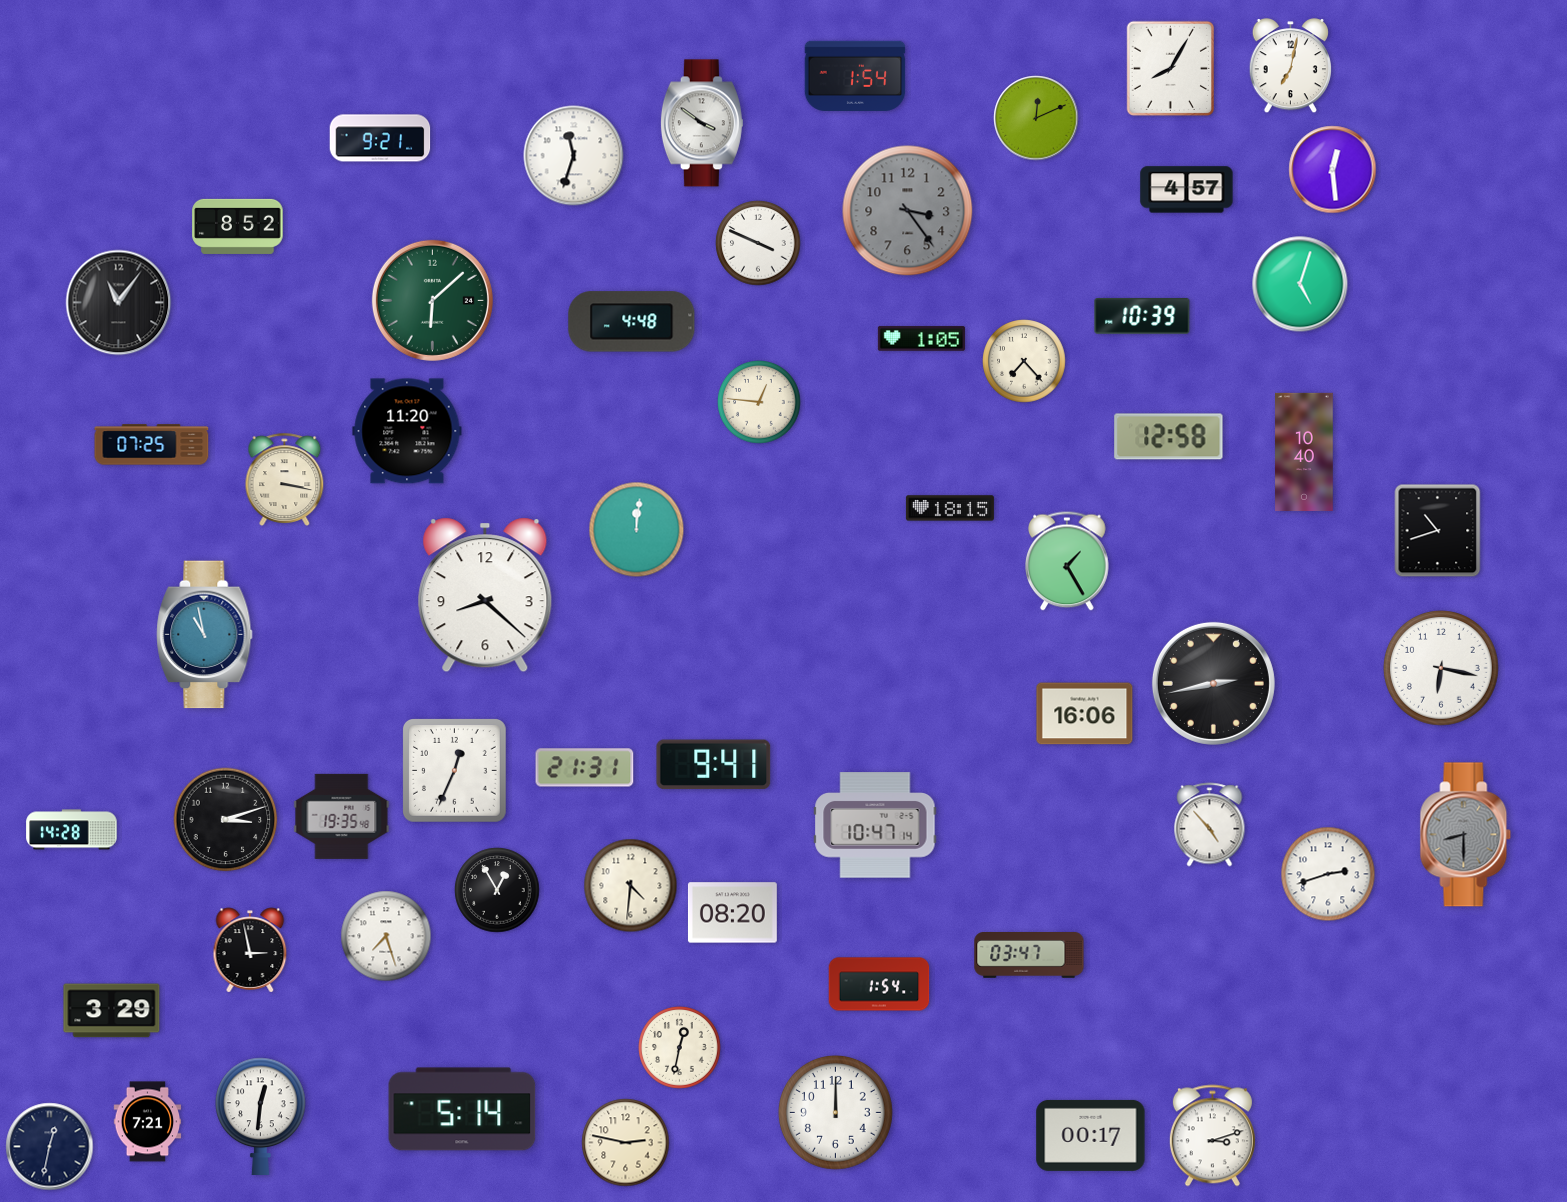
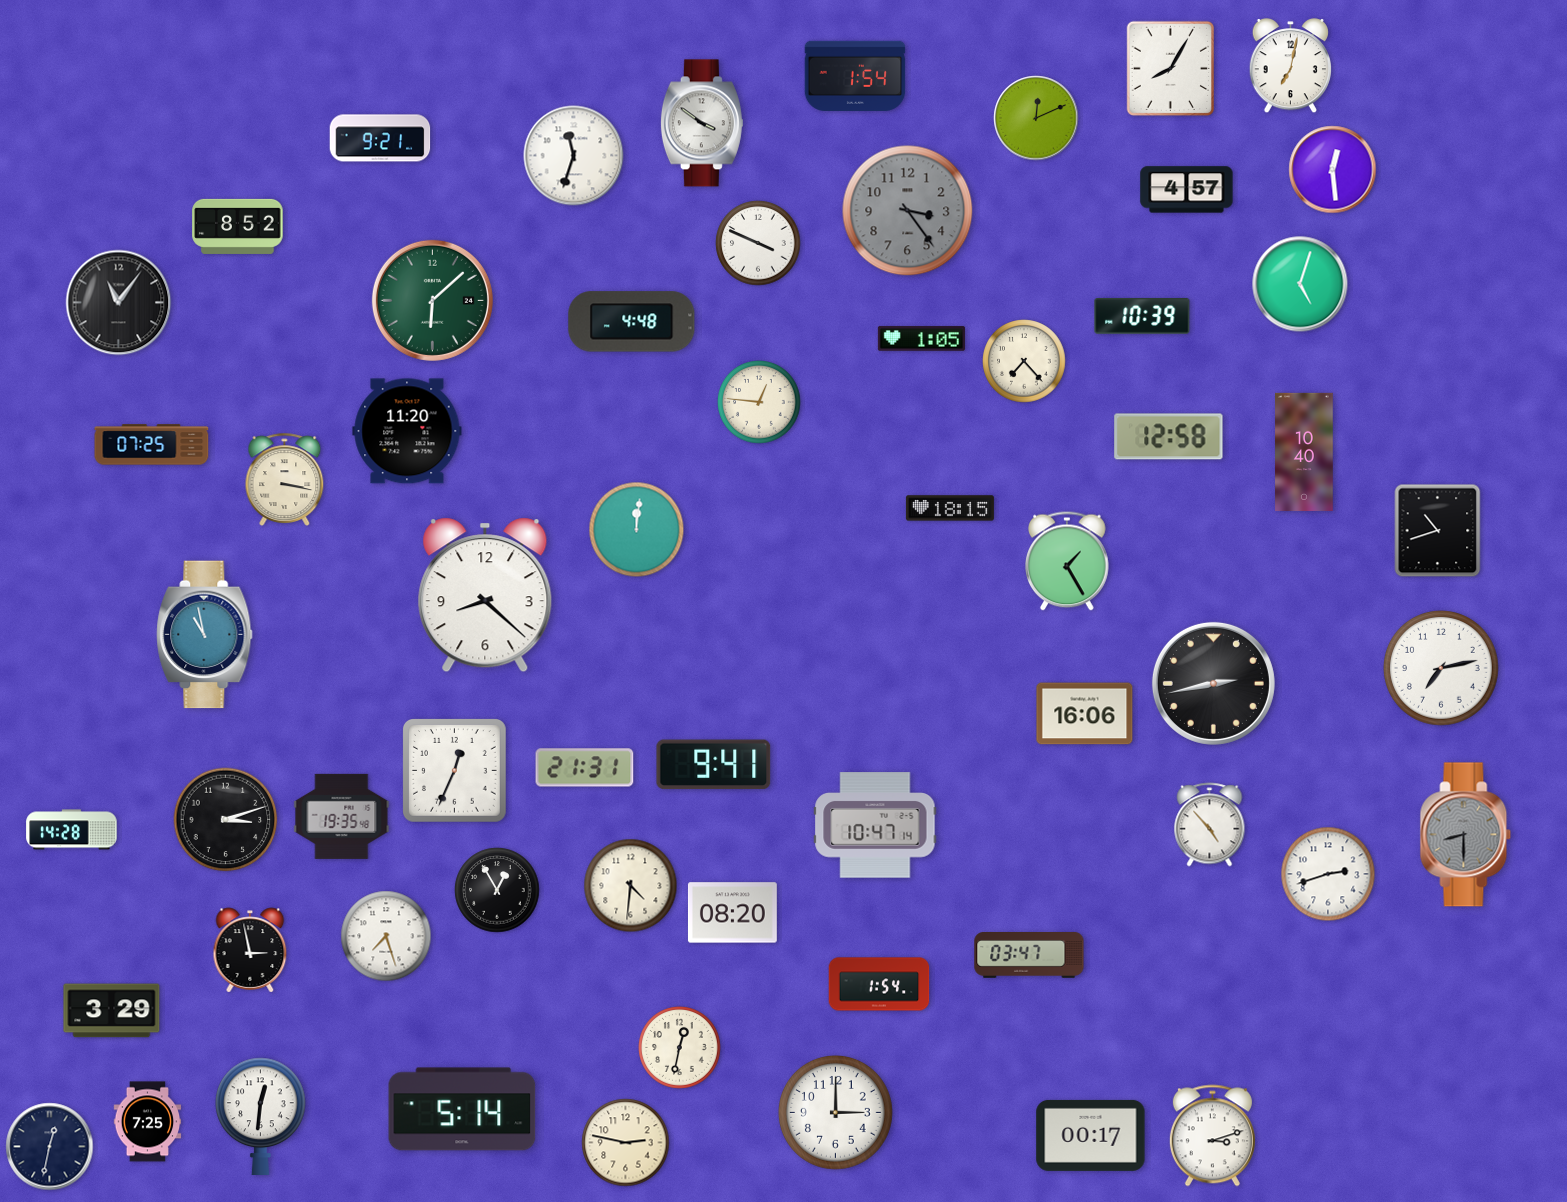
clock at (1442, 669): 6:17 -> 7:13
clock at (836, 1113): 12:00 -> 3:00
clock at (148, 1122): 7:21 -> 7:25
